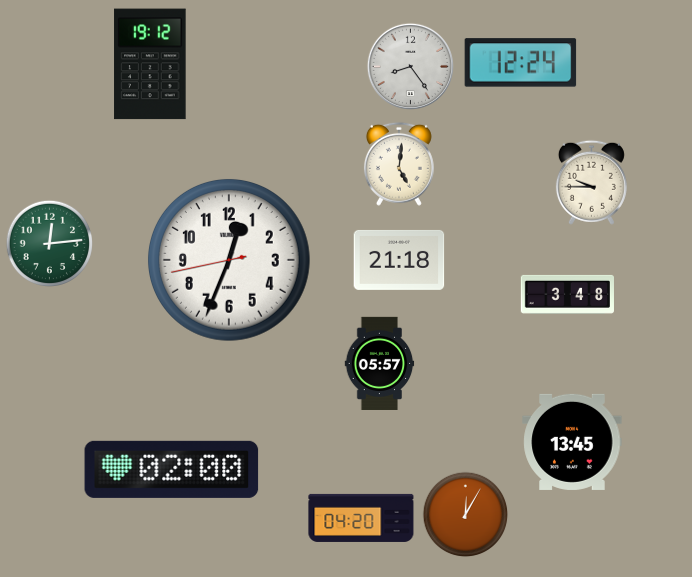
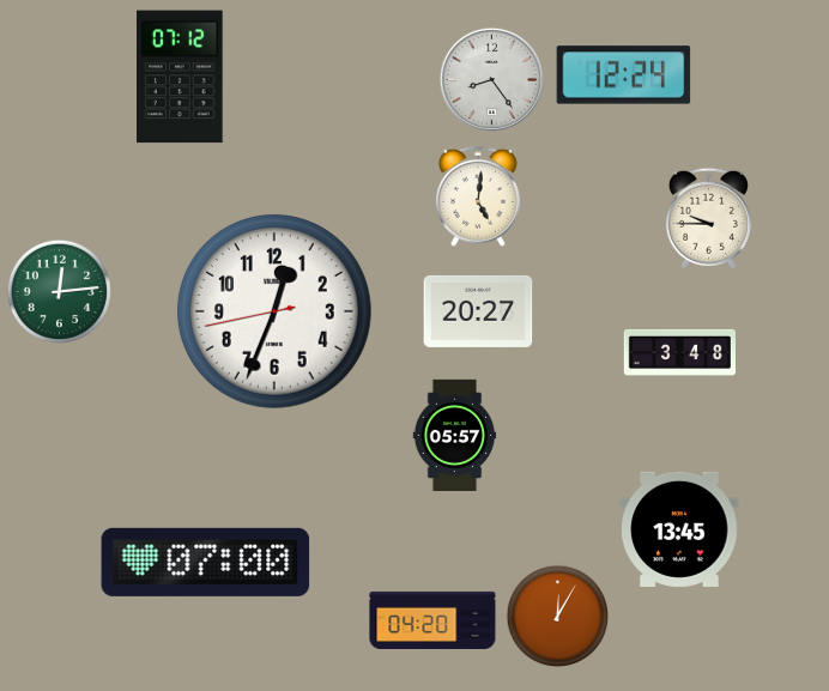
clock at (150, 64): 19:12 -> 07:12
clock at (399, 260): 21:18 -> 20:27
clock at (572, 442) position: (572, 442) -> (679, 529)
clock at (172, 469): 02:00 -> 07:00
